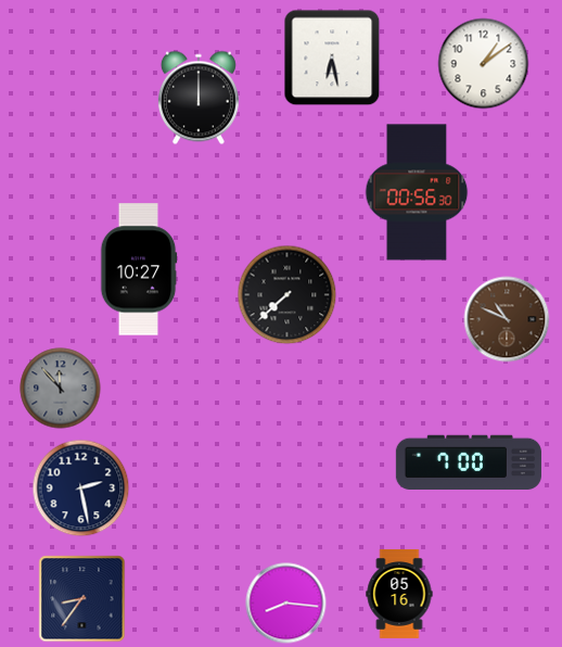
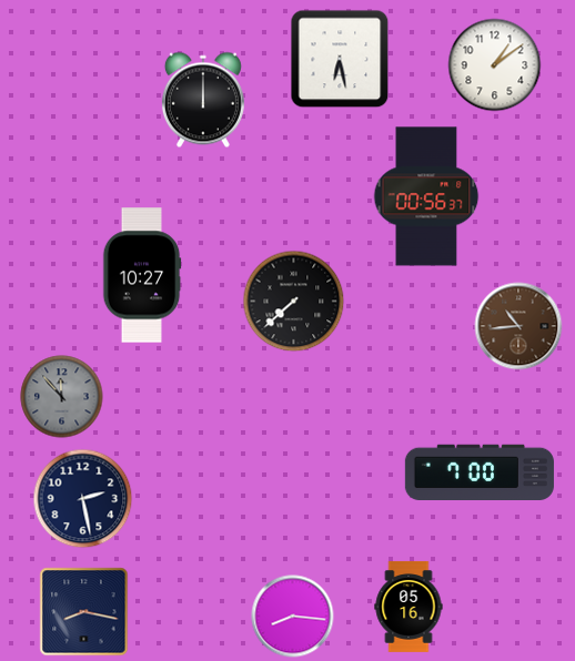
clock at (417, 192): 00:56:30 -> 00:56:37
clock at (507, 319): 10:49 -> 10:44
clock at (82, 599): 8:36 -> 8:17
